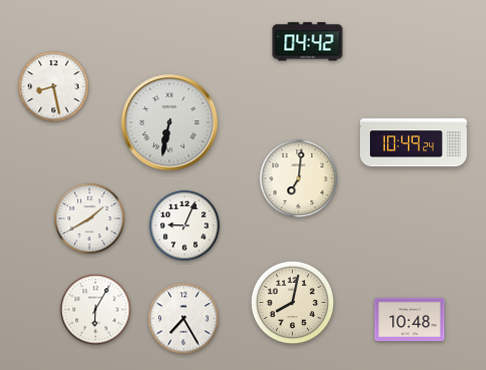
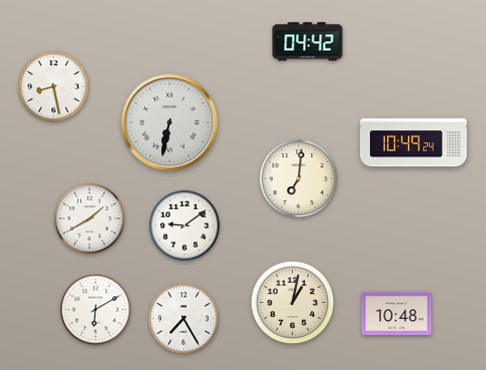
clock at (185, 226): 9:04 -> 9:09
clock at (293, 303): 8:02 -> 1:02
clock at (96, 310): 6:05 -> 6:10
clock at (410, 320) position: (410, 320) -> (397, 314)
